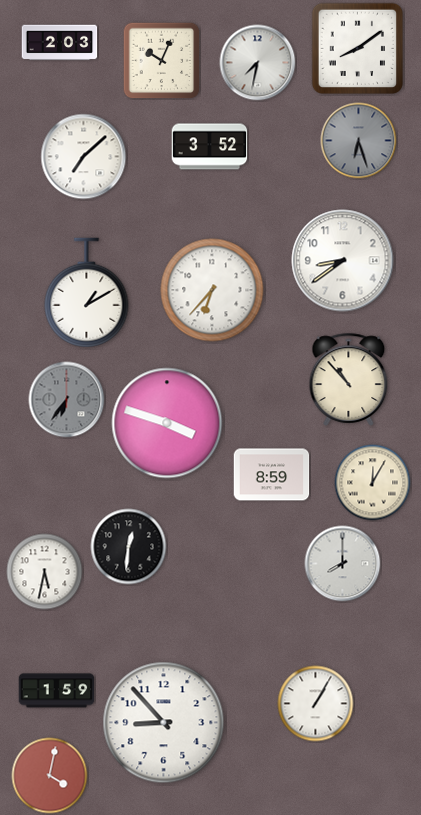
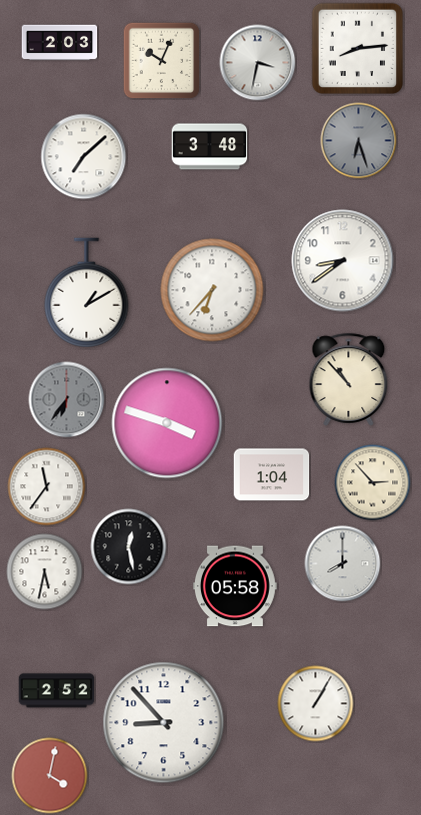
clock at (357, 48): 8:09 -> 8:14
clock at (258, 63): 7:32 -> 3:32
clock at (210, 147): 3:52 -> 3:48
clock at (272, 475): 8:59 -> 1:04
clock at (373, 483): 12:05 -> 2:53
clock at (47, 487): none -> 11:36
clock at (129, 547): 12:31 -> 12:28
clock at (236, 586): none -> 05:58
clock at (57, 691): 1:59 -> 2:52
